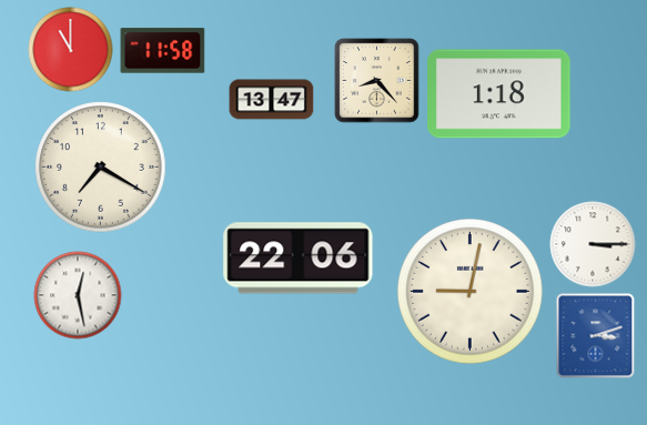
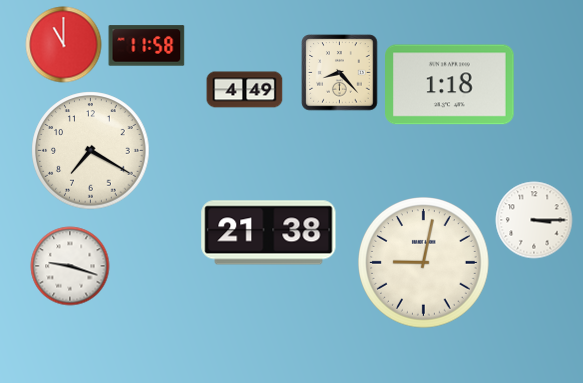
clock at (272, 100): 13:47 -> 4:49
clock at (299, 259): 22:06 -> 21:38
clock at (78, 295): 12:28 -> 9:18
clock at (596, 336): 3:12 -> none
